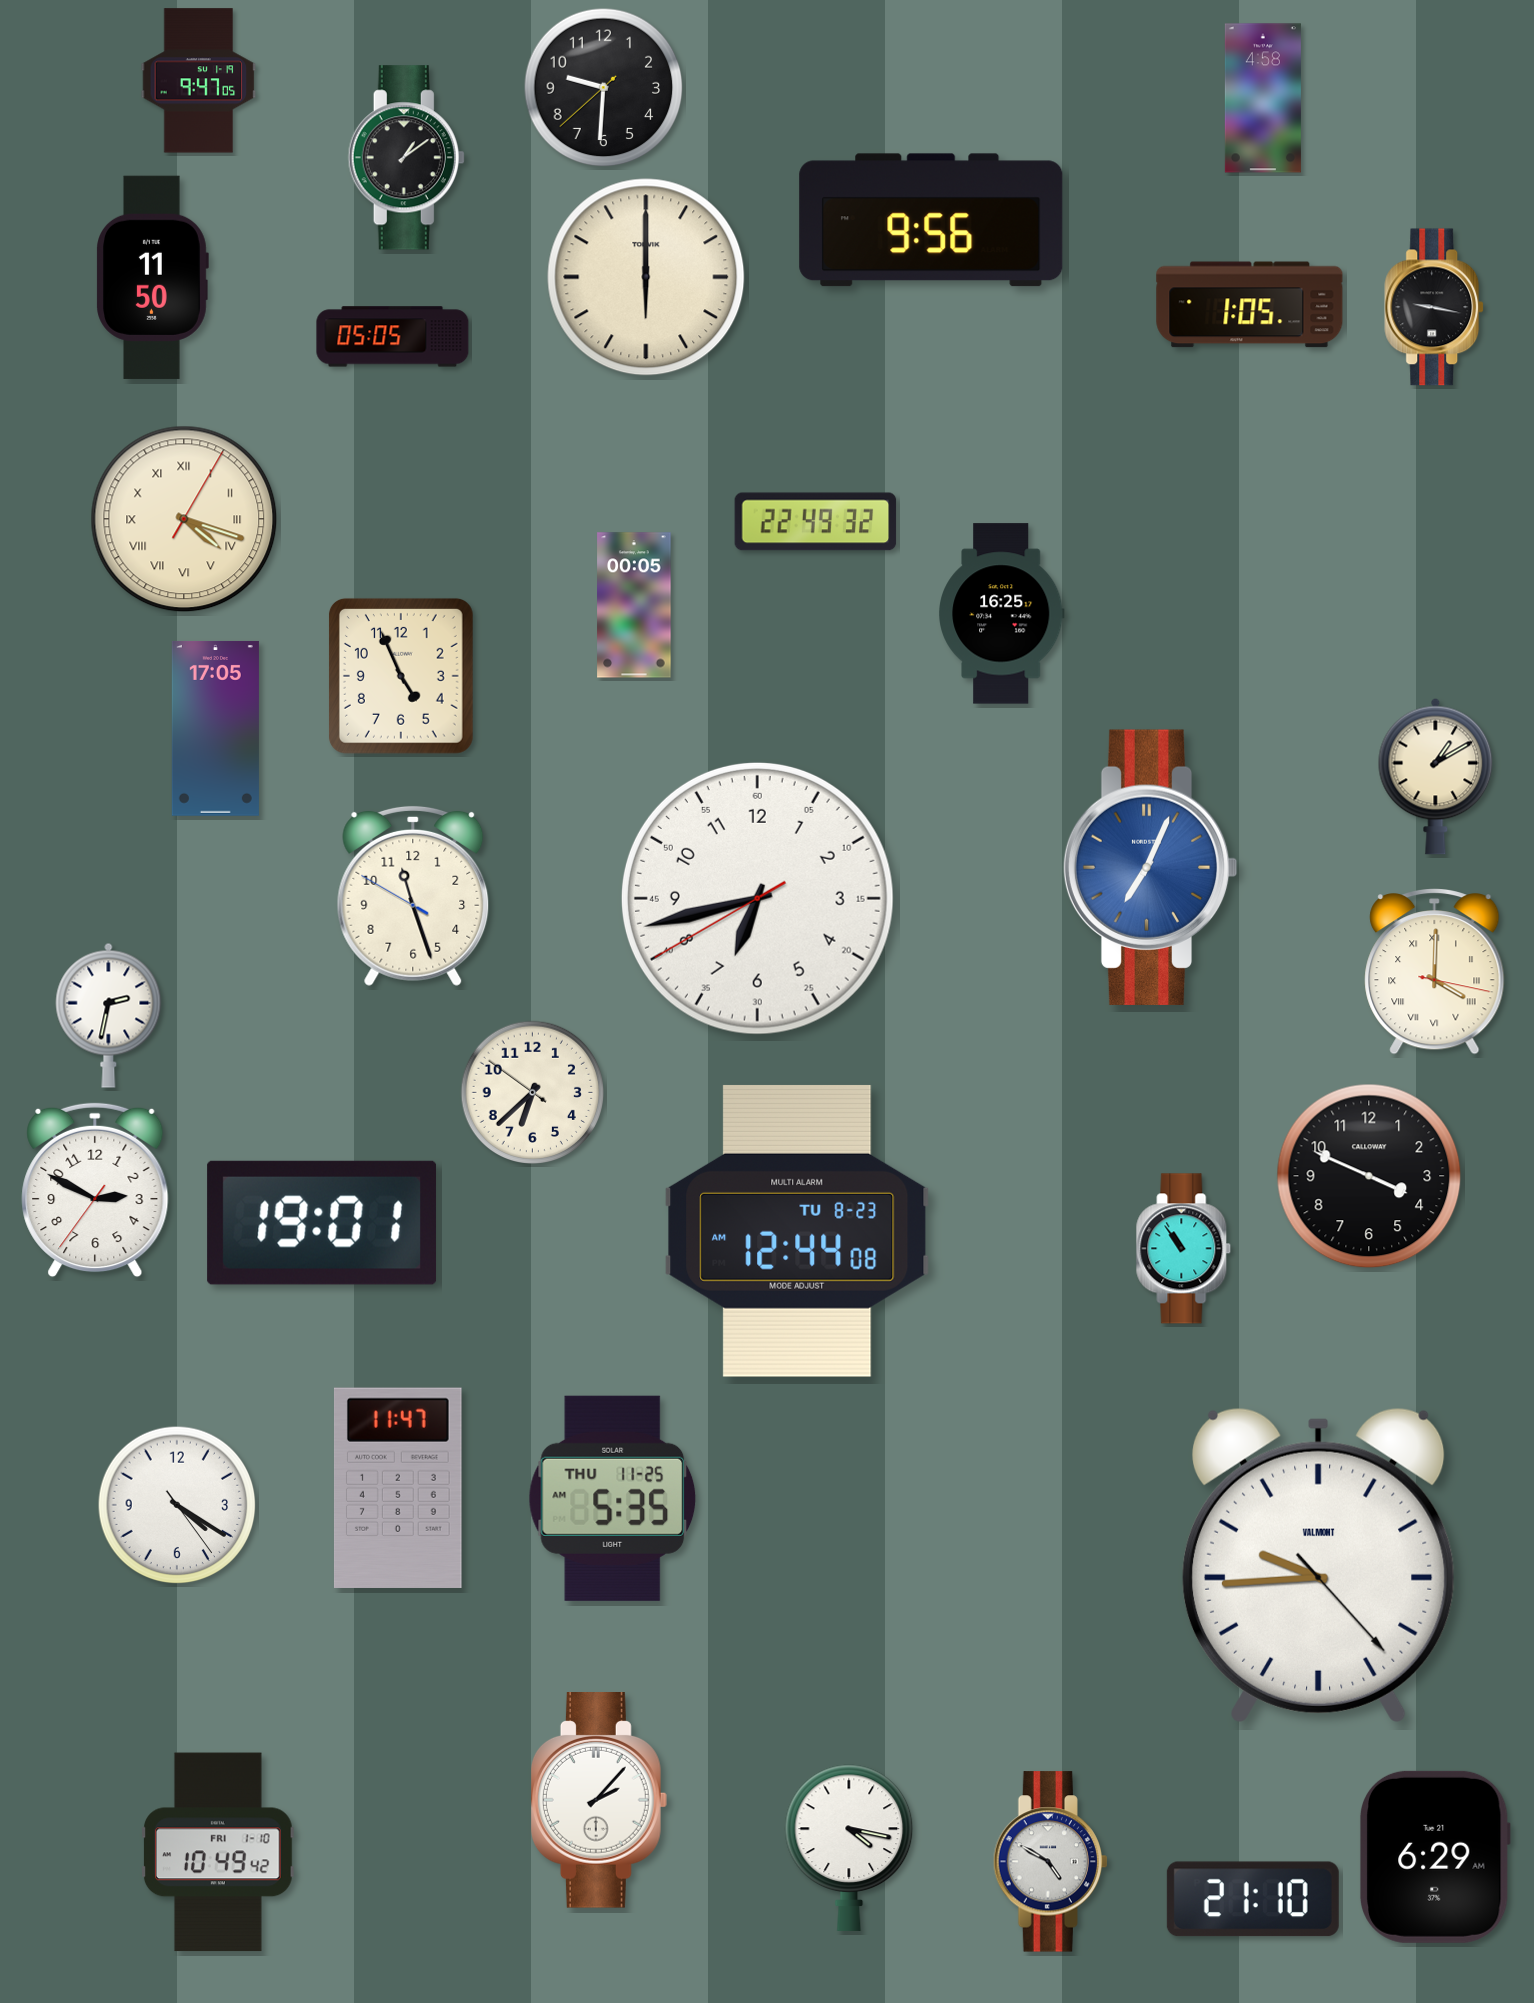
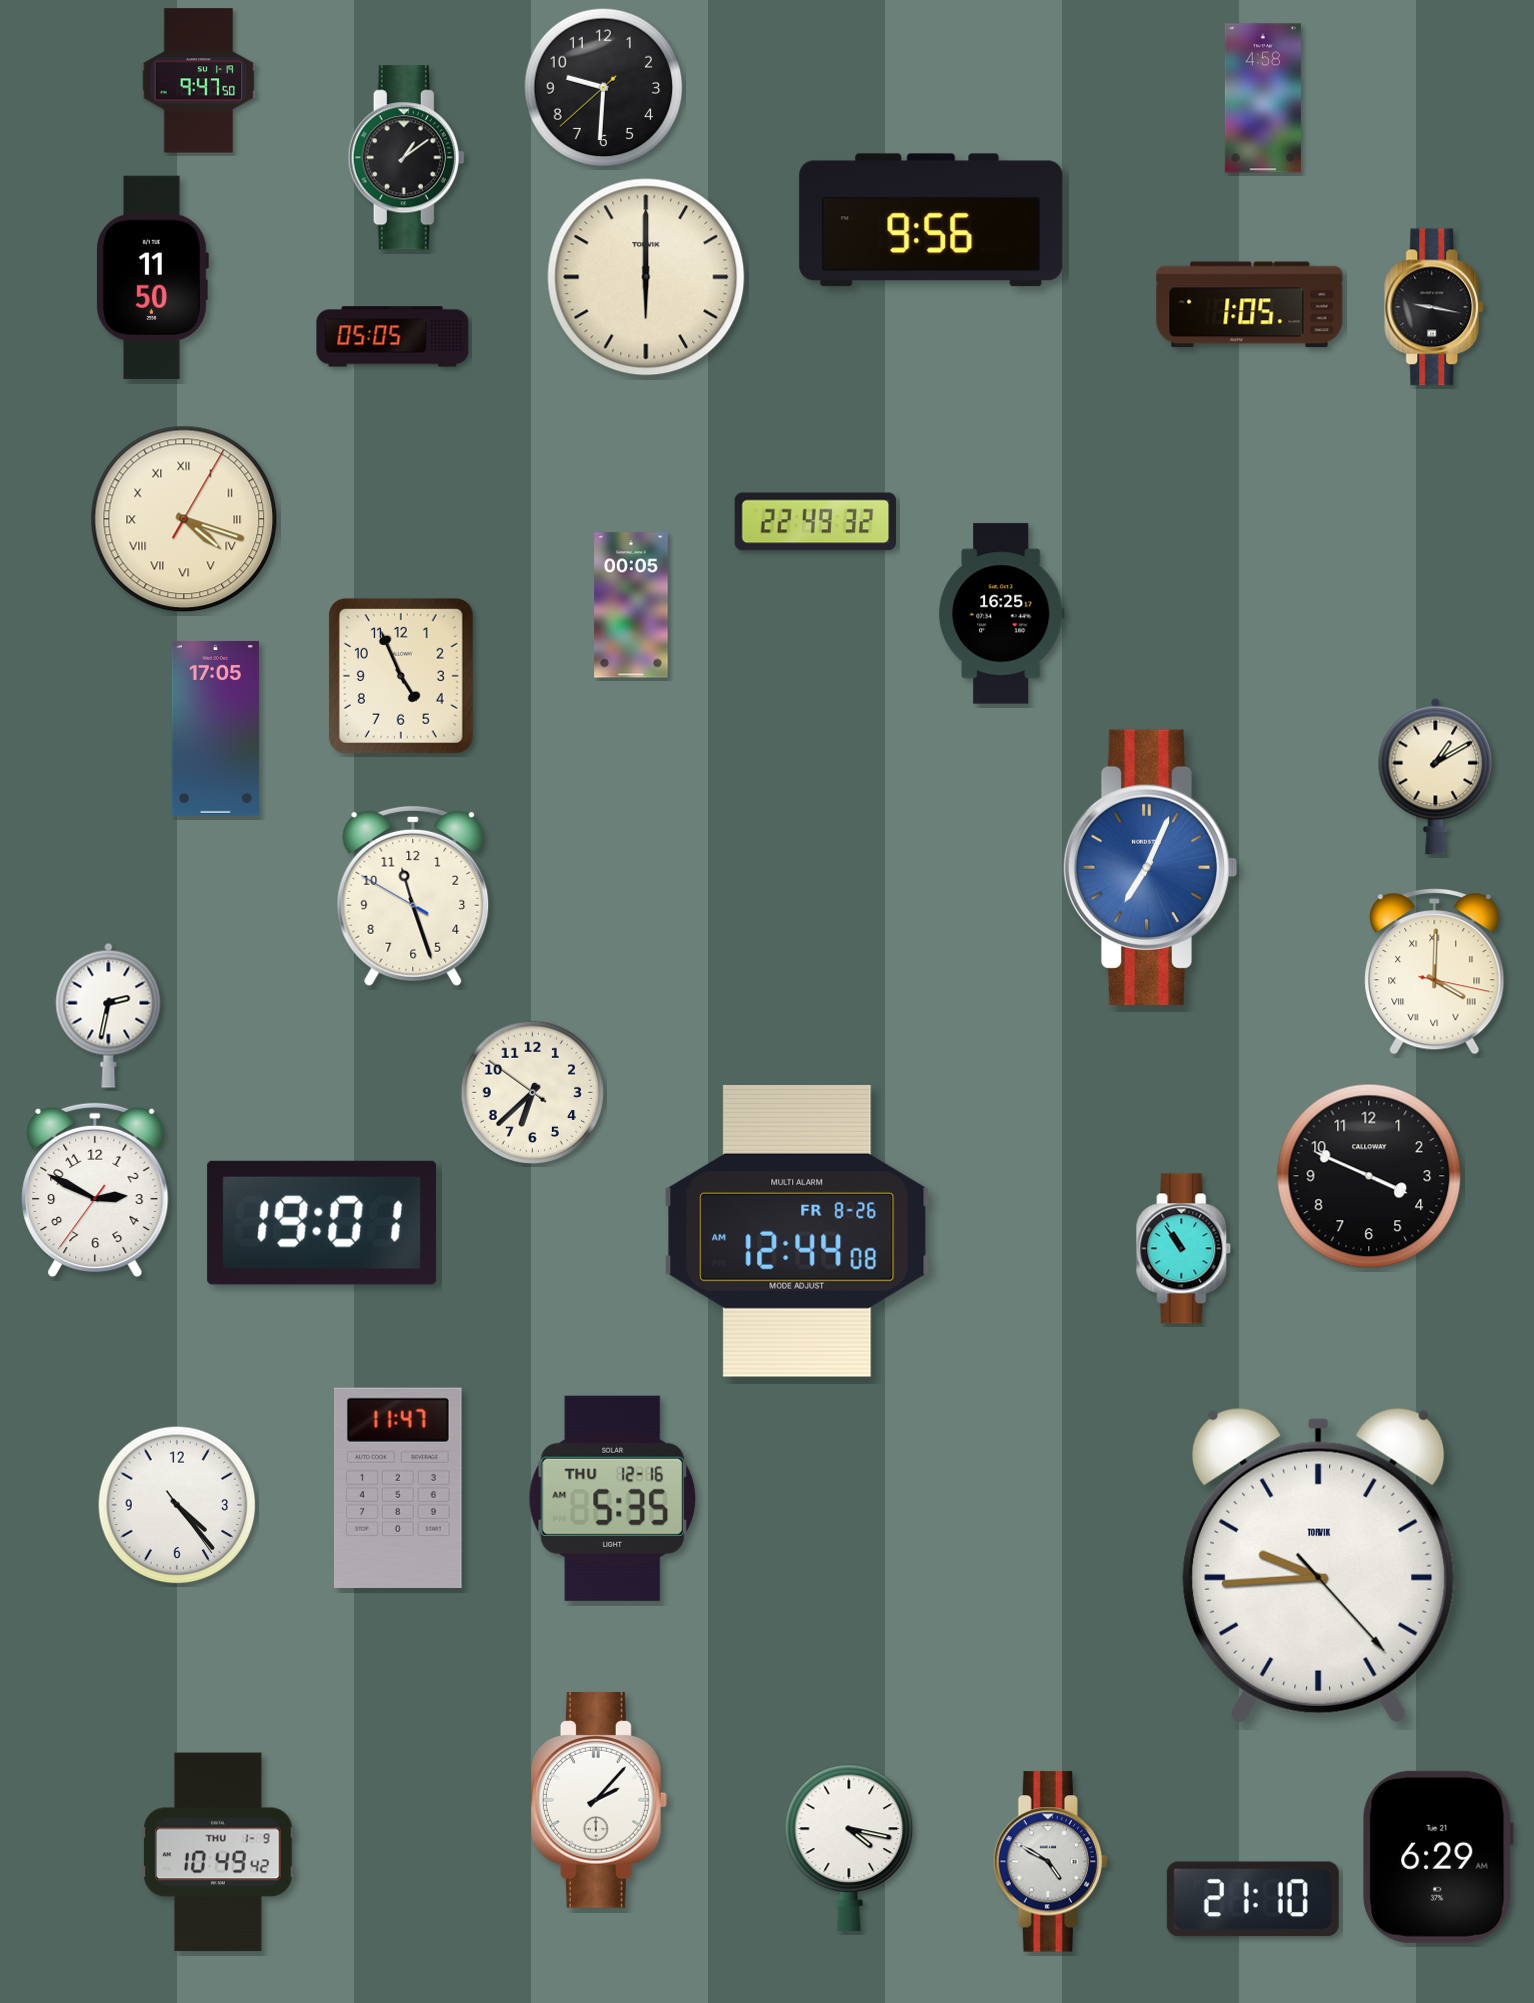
clock at (199, 81): 9:47:05 -> 9:47:50
clock at (634, 605) position: (634, 605) -> (631, 605)
clock at (757, 898): 6:42 -> none
clock at (797, 1231) date: TU 8-23 -> FR 8-26
clock at (613, 1498) date: THU 11-25 -> THU 12-16
clock at (177, 1505): 4:20 -> 4:23
clock at (1318, 1565) brand: VALMONT -> TORVIK
clock at (219, 1852) date: FRI 1-10 -> THU 1-9
clock at (1435, 1857) position: (1435, 1857) -> (1438, 1857)
